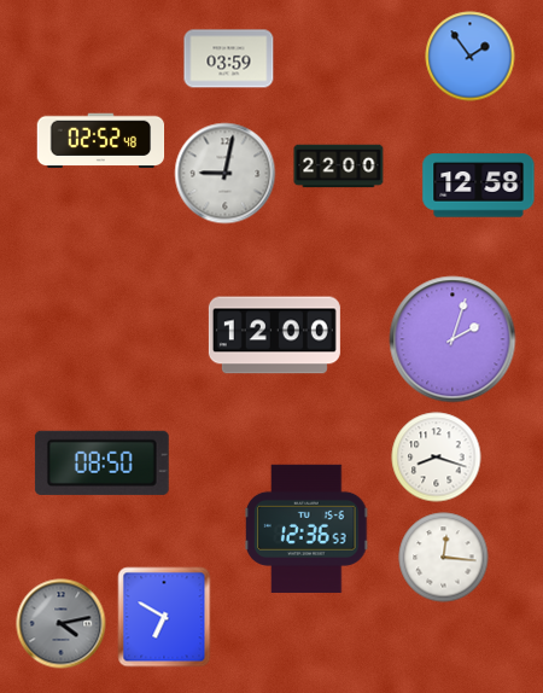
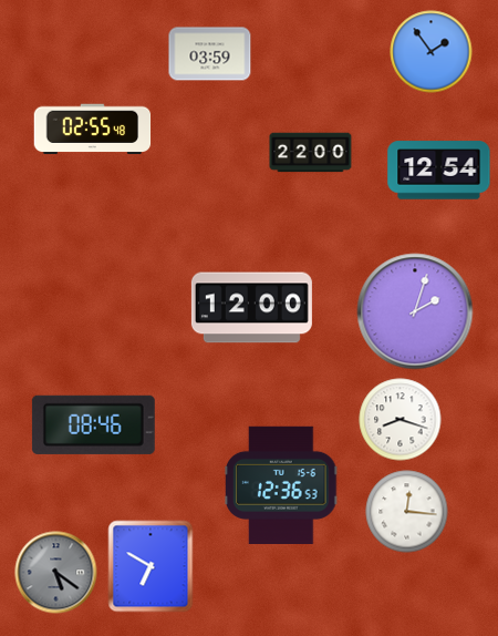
clock at (101, 141): 02:52 -> 02:55
clock at (226, 174): 9:02 -> none
clock at (479, 186): 12:58 -> 12:54
clock at (101, 462): 08:50 -> 08:46
clock at (62, 624): 4:13 -> 5:21
